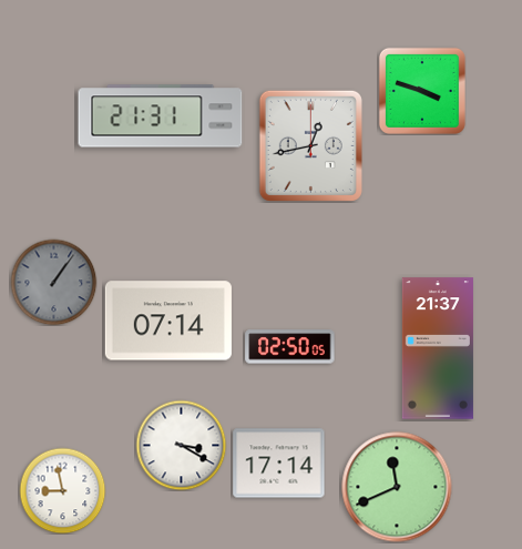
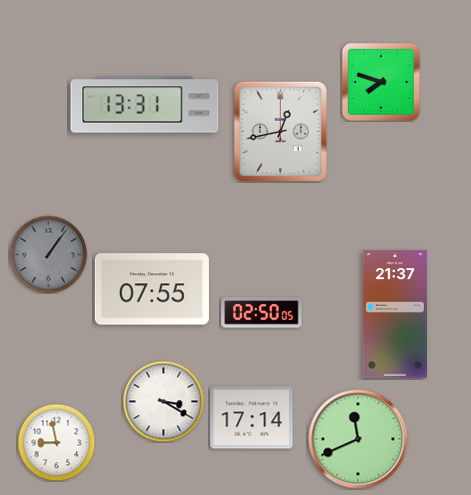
clock at (422, 91): 3:48 -> 7:48
clock at (161, 116): 21:31 -> 13:31
clock at (168, 321): 07:14 -> 07:55
